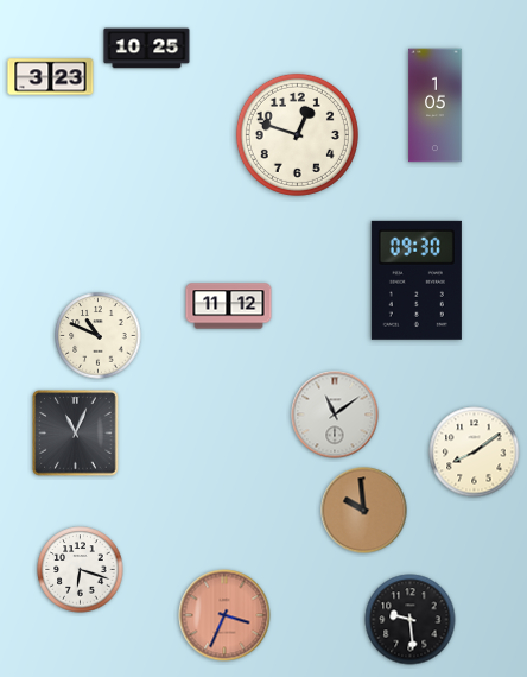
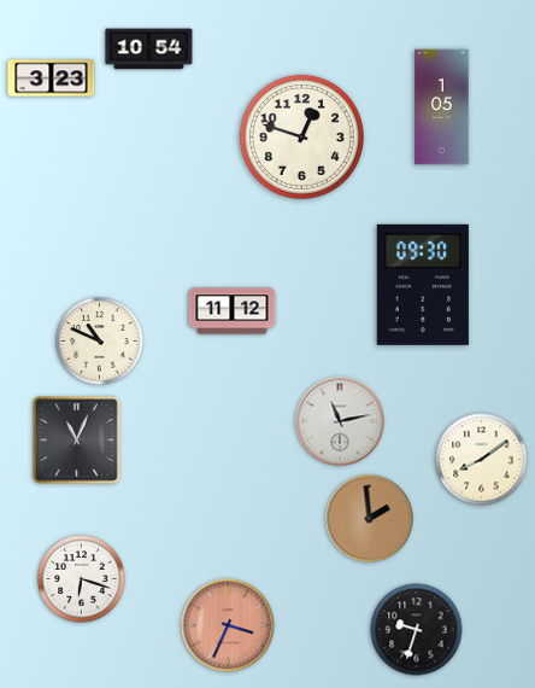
clock at (147, 49): 10:25 -> 10:54
clock at (335, 415): 11:09 -> 11:13
clock at (364, 511): 9:59 -> 1:59
clock at (411, 620): 9:29 -> 9:33
